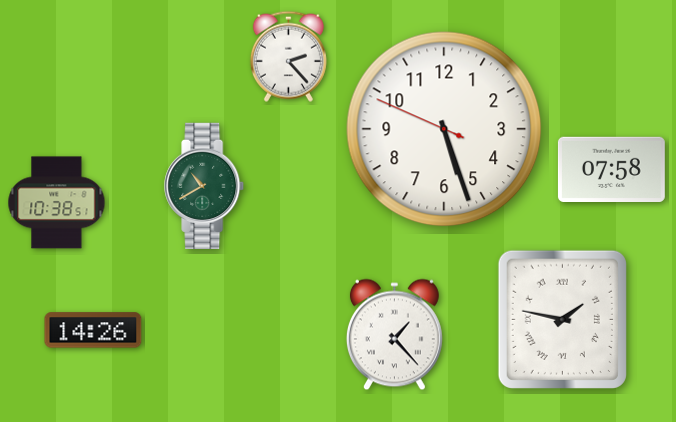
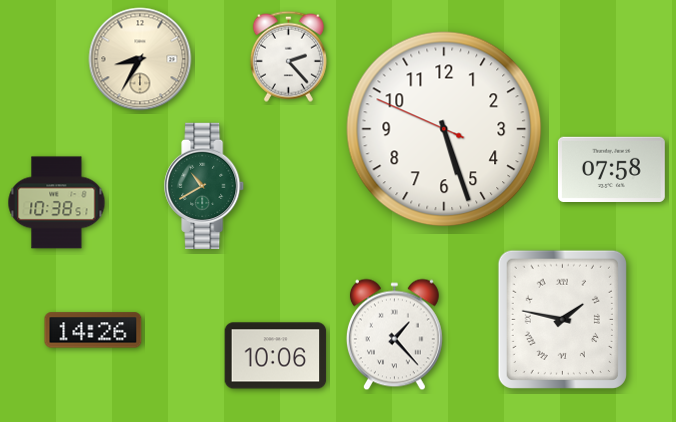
clock at (140, 59): none -> 8:35
clock at (276, 356): none -> 10:06
